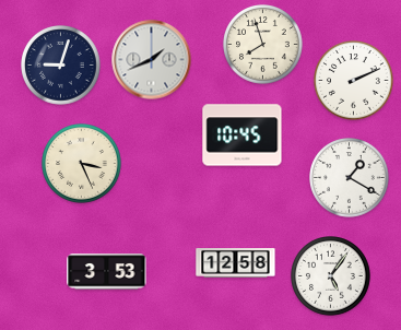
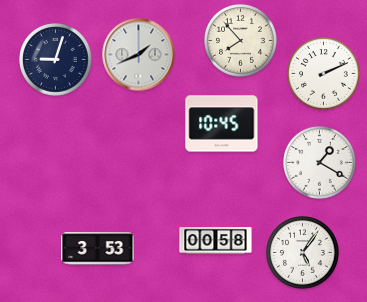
clock at (263, 45): 7:57 -> 7:53
clock at (82, 164): 3:26 -> none
clock at (236, 263): 12:58 -> 00:58
